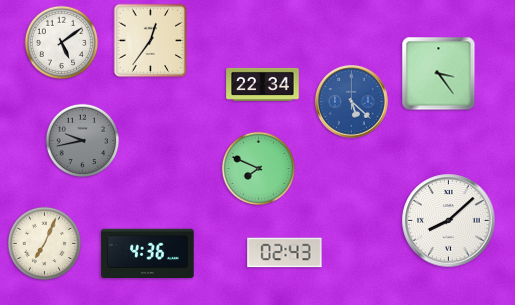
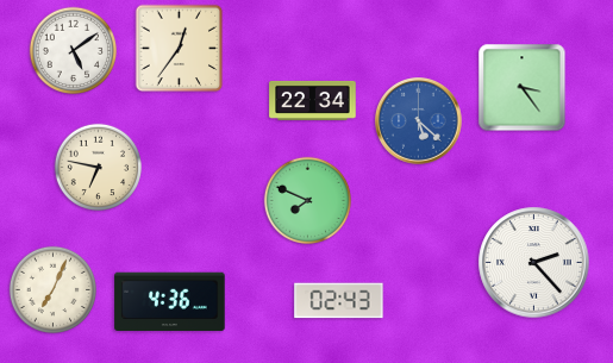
clock at (83, 141): 9:43 -> 6:47
clock at (83, 141) dial: grey -> cream
clock at (449, 221): 8:08 -> 2:23
clock at (148, 254) position: (148, 254) -> (170, 302)
